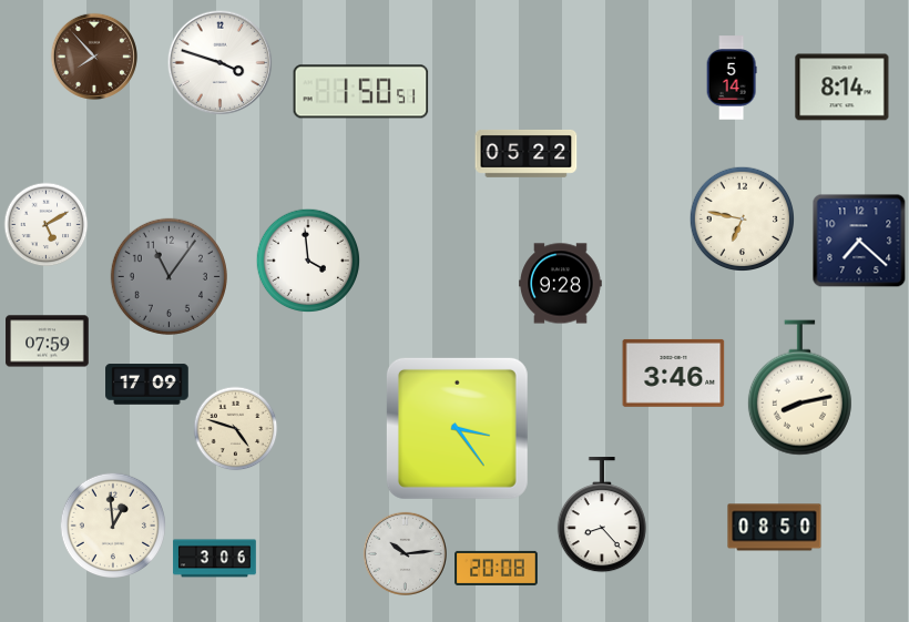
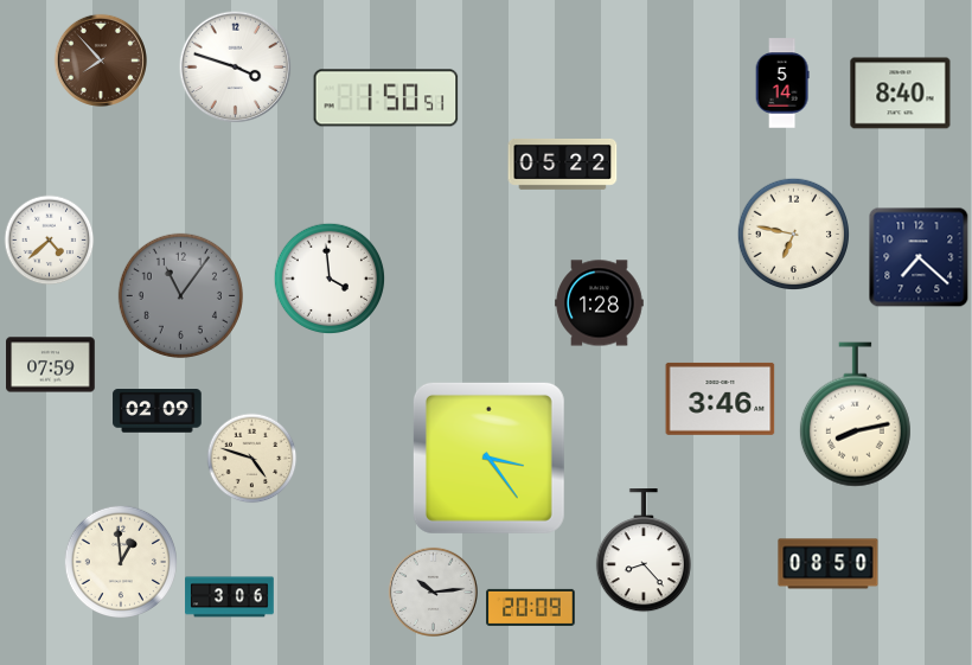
clock at (842, 88): 8:14 -> 8:40
clock at (47, 225): 5:10 -> 4:38
clock at (561, 284): 9:28 -> 1:28
clock at (147, 385): 17:09 -> 02:09
clock at (497, 568): 20:08 -> 20:09
